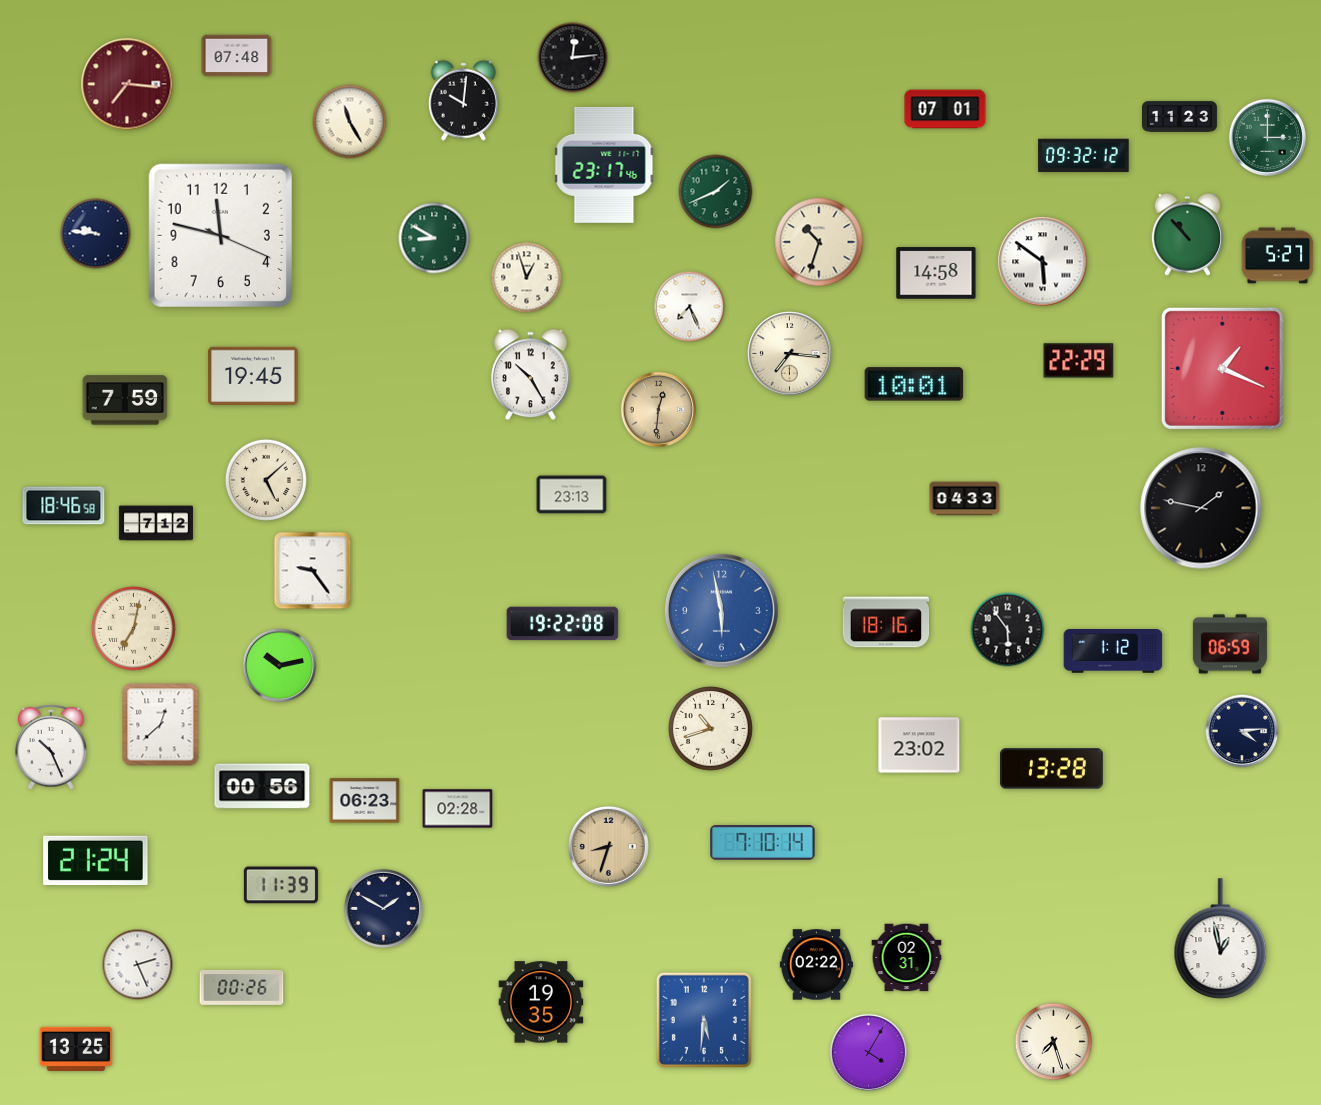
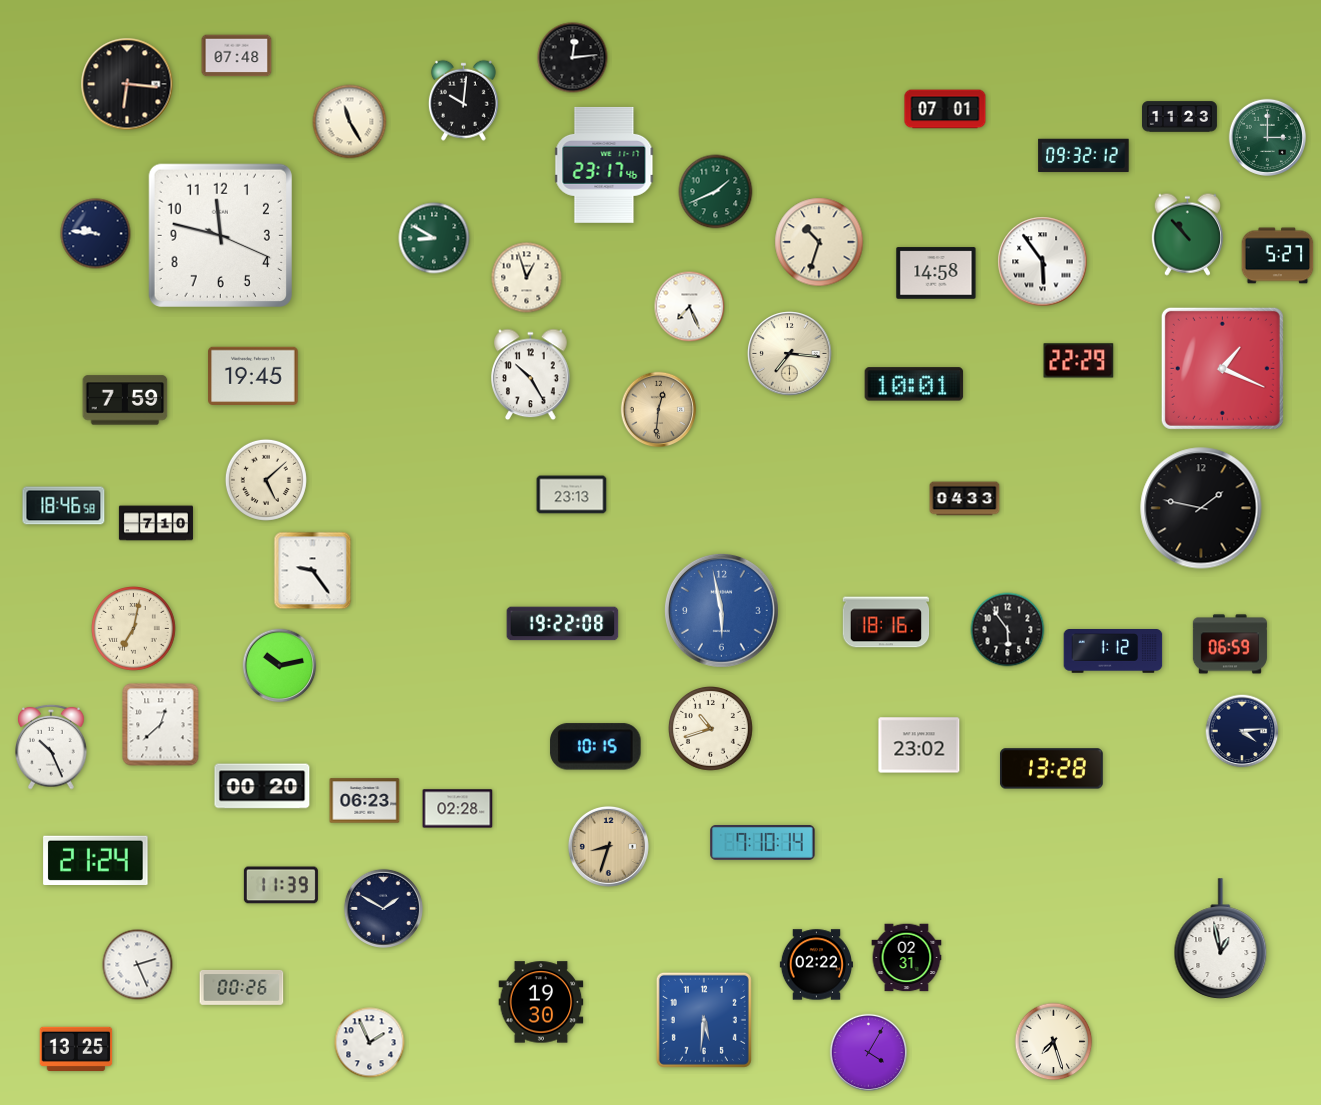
clock at (127, 84): 7:16 -> 6:16
clock at (127, 84) dial: burgundy -> black
clock at (1043, 262): 5:51 -> 5:54
clock at (156, 523): 7:12 -> 7:10
clock at (596, 747): none -> 10:15
clock at (262, 786): 00:56 -> 00:20
clock at (541, 1002): 19:35 -> 19:30
clock at (370, 1043): none -> 1:56
